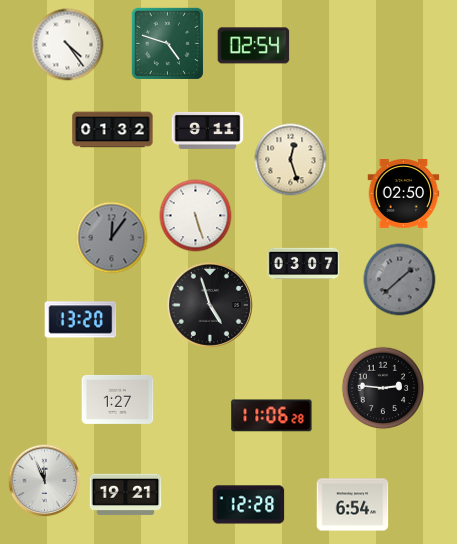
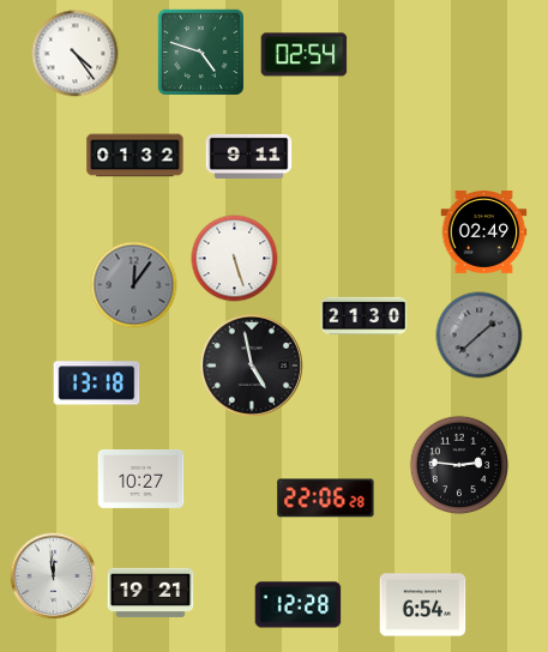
clock at (68, 45) position: (68, 45) -> (76, 54)
clock at (291, 160): 12:27 -> none
clock at (404, 194): 02:50 -> 02:49
clock at (304, 264): 03:07 -> 21:30
clock at (210, 305): 4:57 -> 4:58
clock at (81, 320): 13:20 -> 13:18
clock at (118, 399): 1:27 -> 10:27
clock at (272, 416): 11:06 -> 22:06
clock at (45, 481): 11:56 -> 11:59
